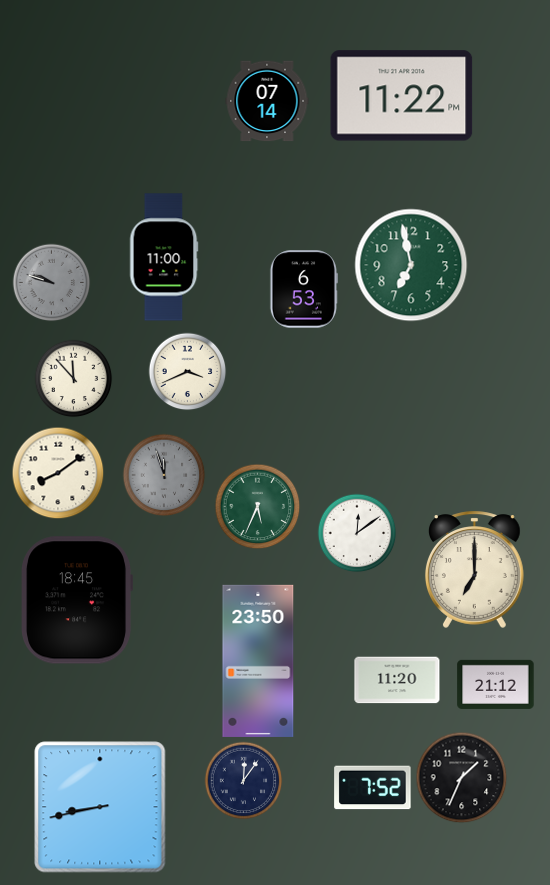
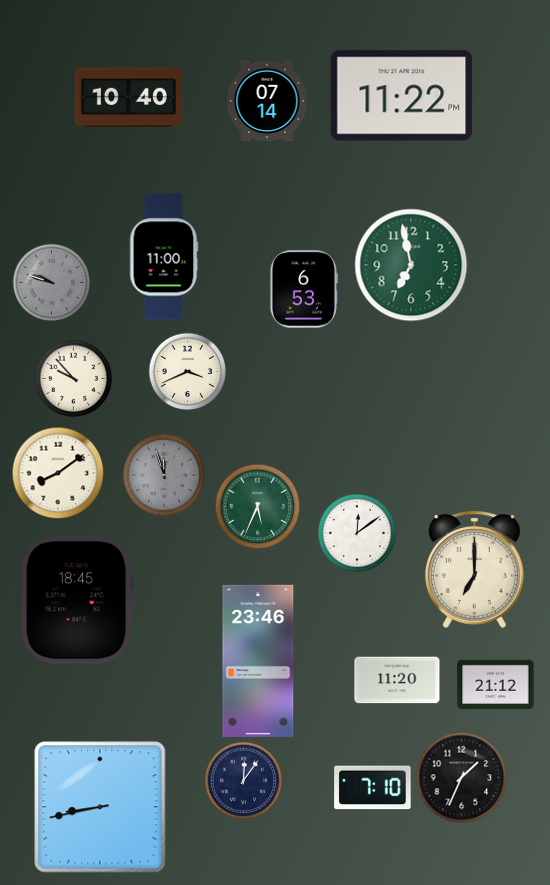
clock at (128, 98): none -> 10:40
clock at (73, 378): 11:53 -> 9:53
clock at (258, 661): 23:50 -> 23:46
clock at (373, 788): 7:52 -> 7:10
